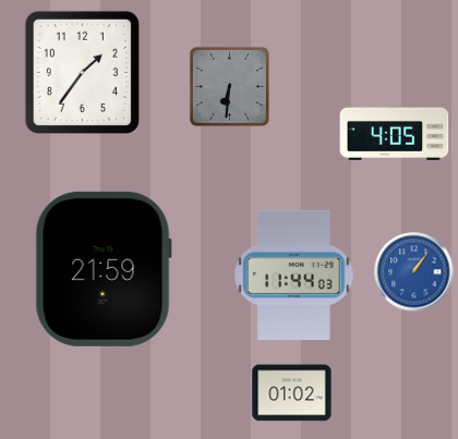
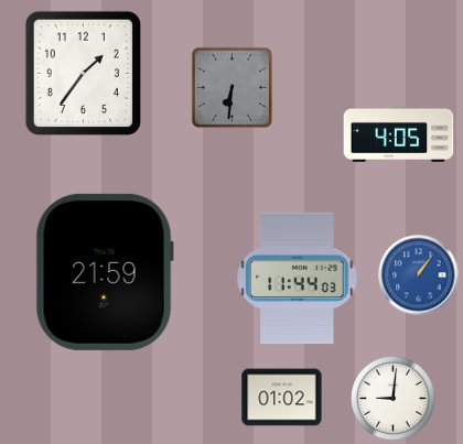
clock at (292, 393) position: (292, 393) -> (282, 398)
clock at (394, 399): none -> 9:01
